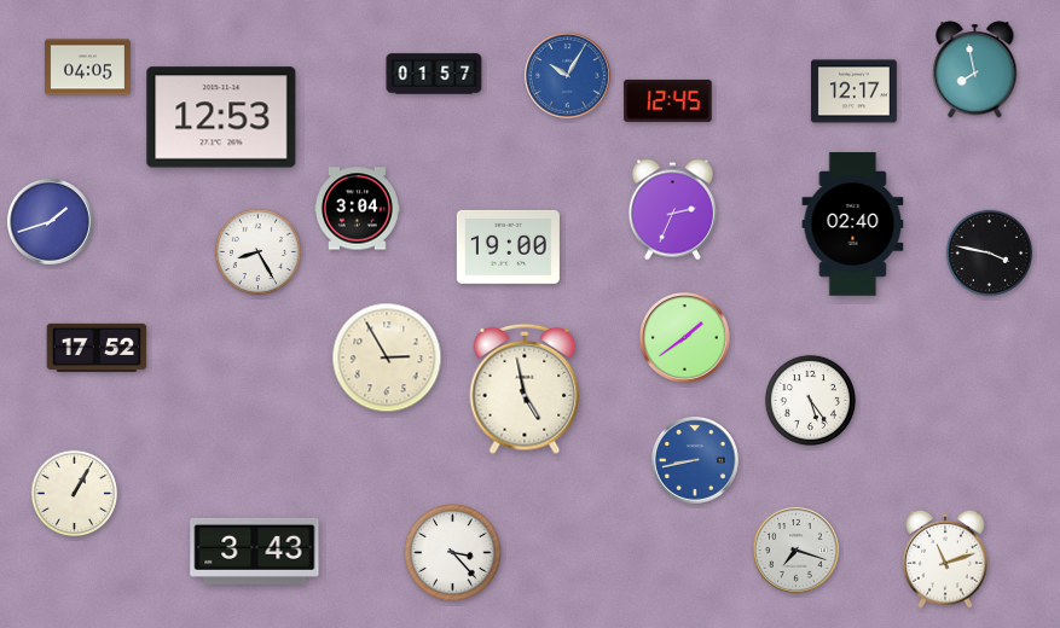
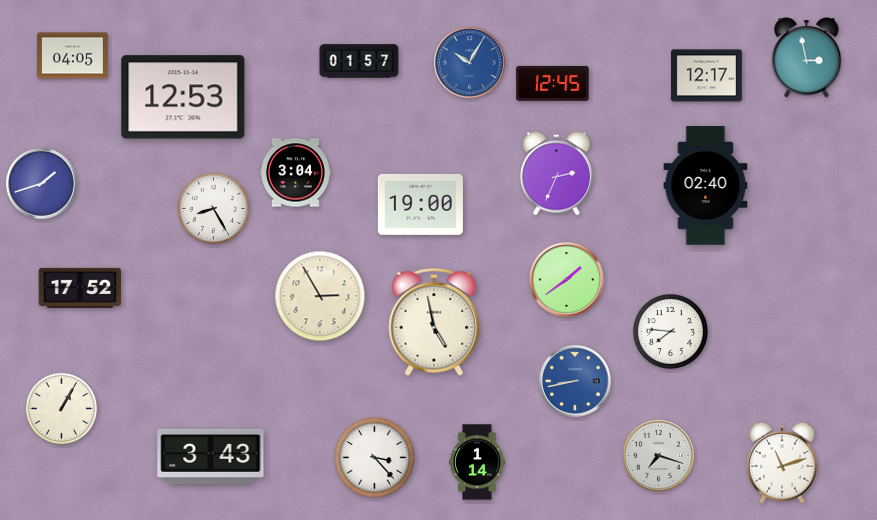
clock at (975, 70): 7:58 -> 2:58
clock at (990, 254): 3:47 -> none
clock at (810, 400): 5:24 -> 7:46
clock at (477, 462): none -> 1:14
